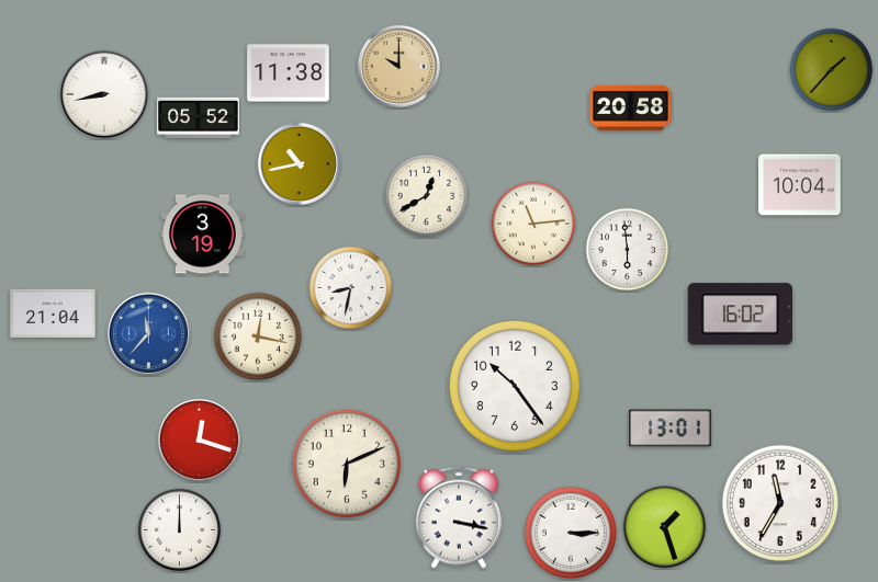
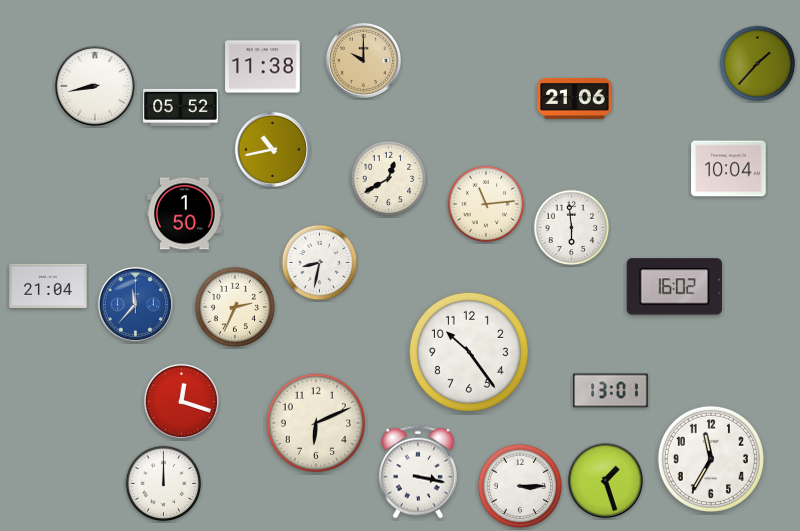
clock at (631, 107): 20:58 -> 21:06
clock at (203, 235): 3:19 -> 1:50
clock at (258, 336): 12:17 -> 2:34
